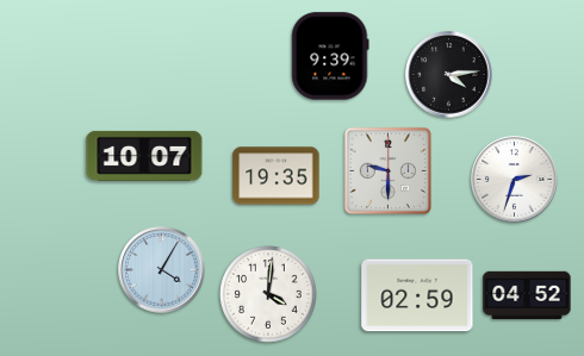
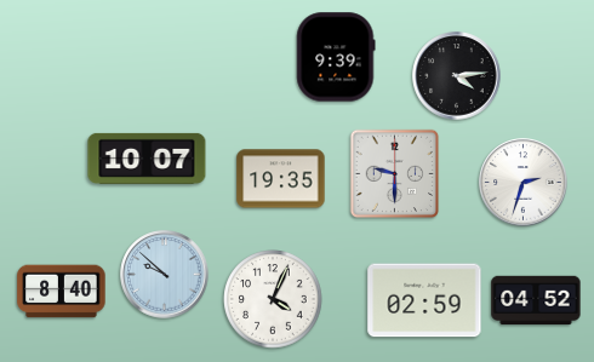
clock at (162, 270): 4:05 -> 9:52
clock at (62, 292): none -> 8:40
clock at (268, 294): 4:01 -> 4:04
